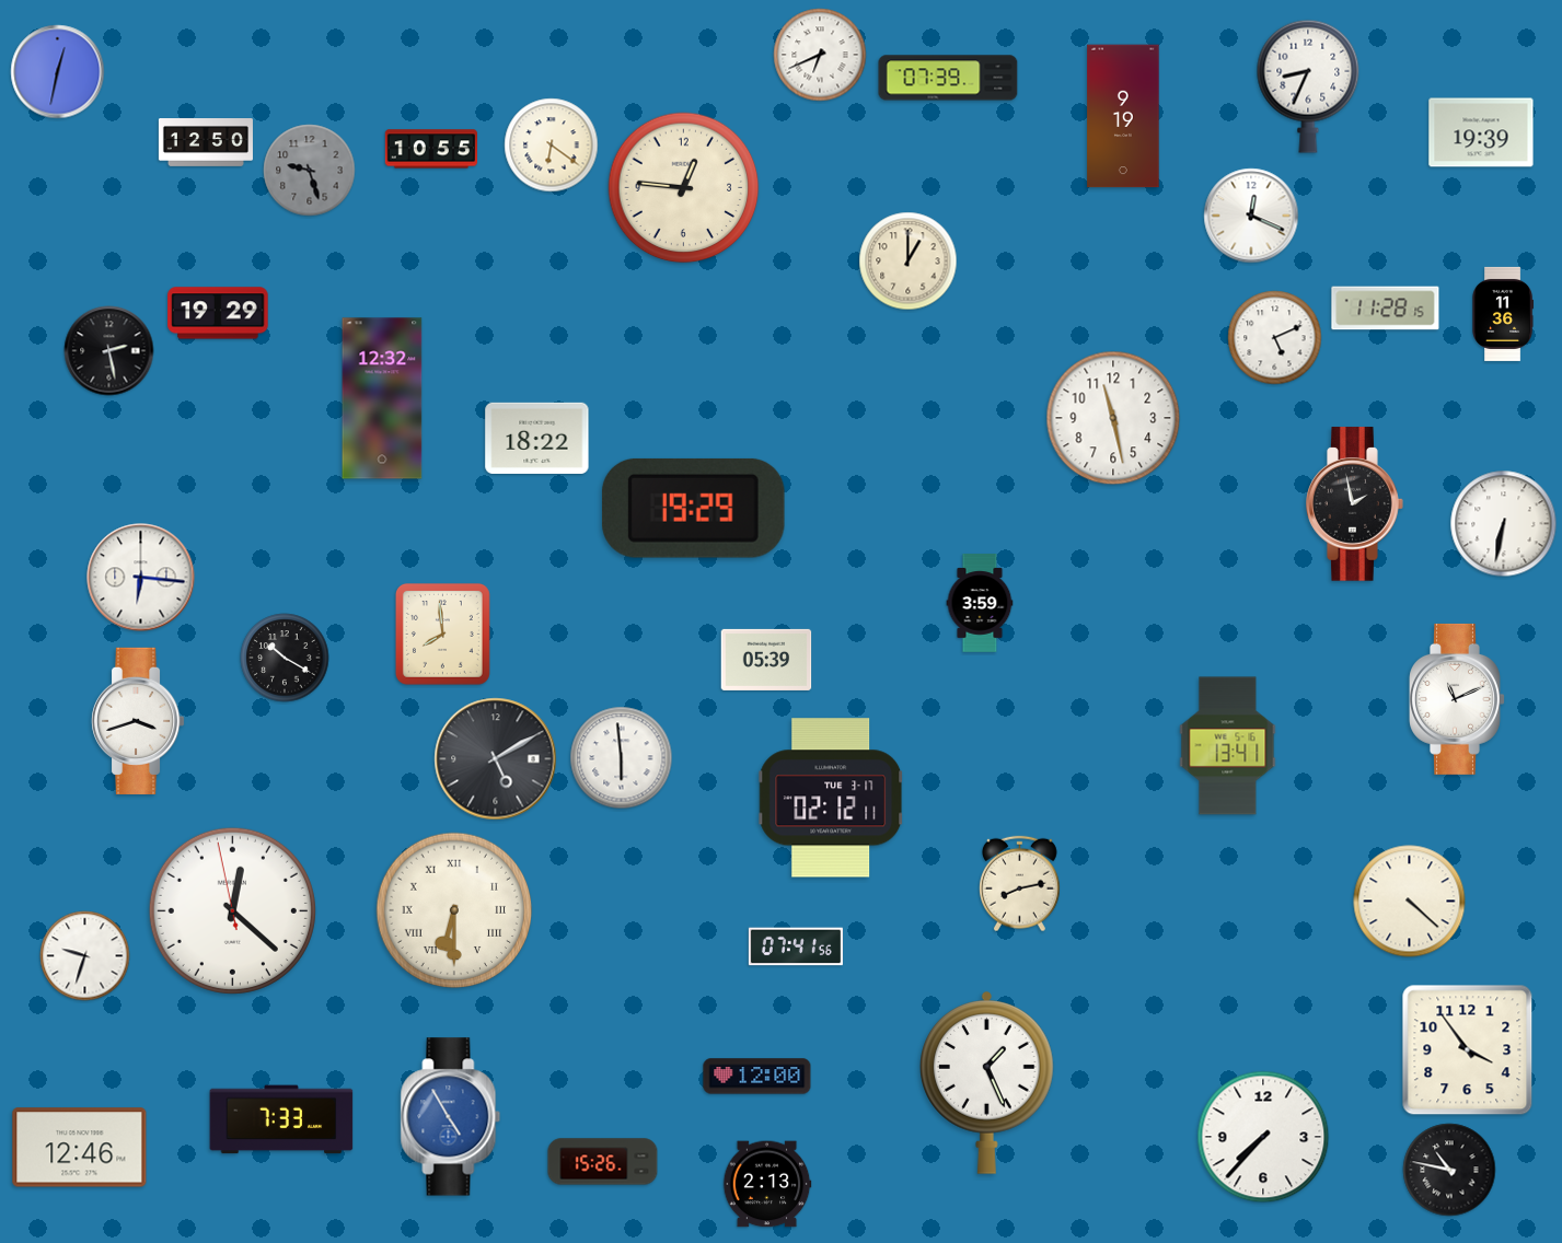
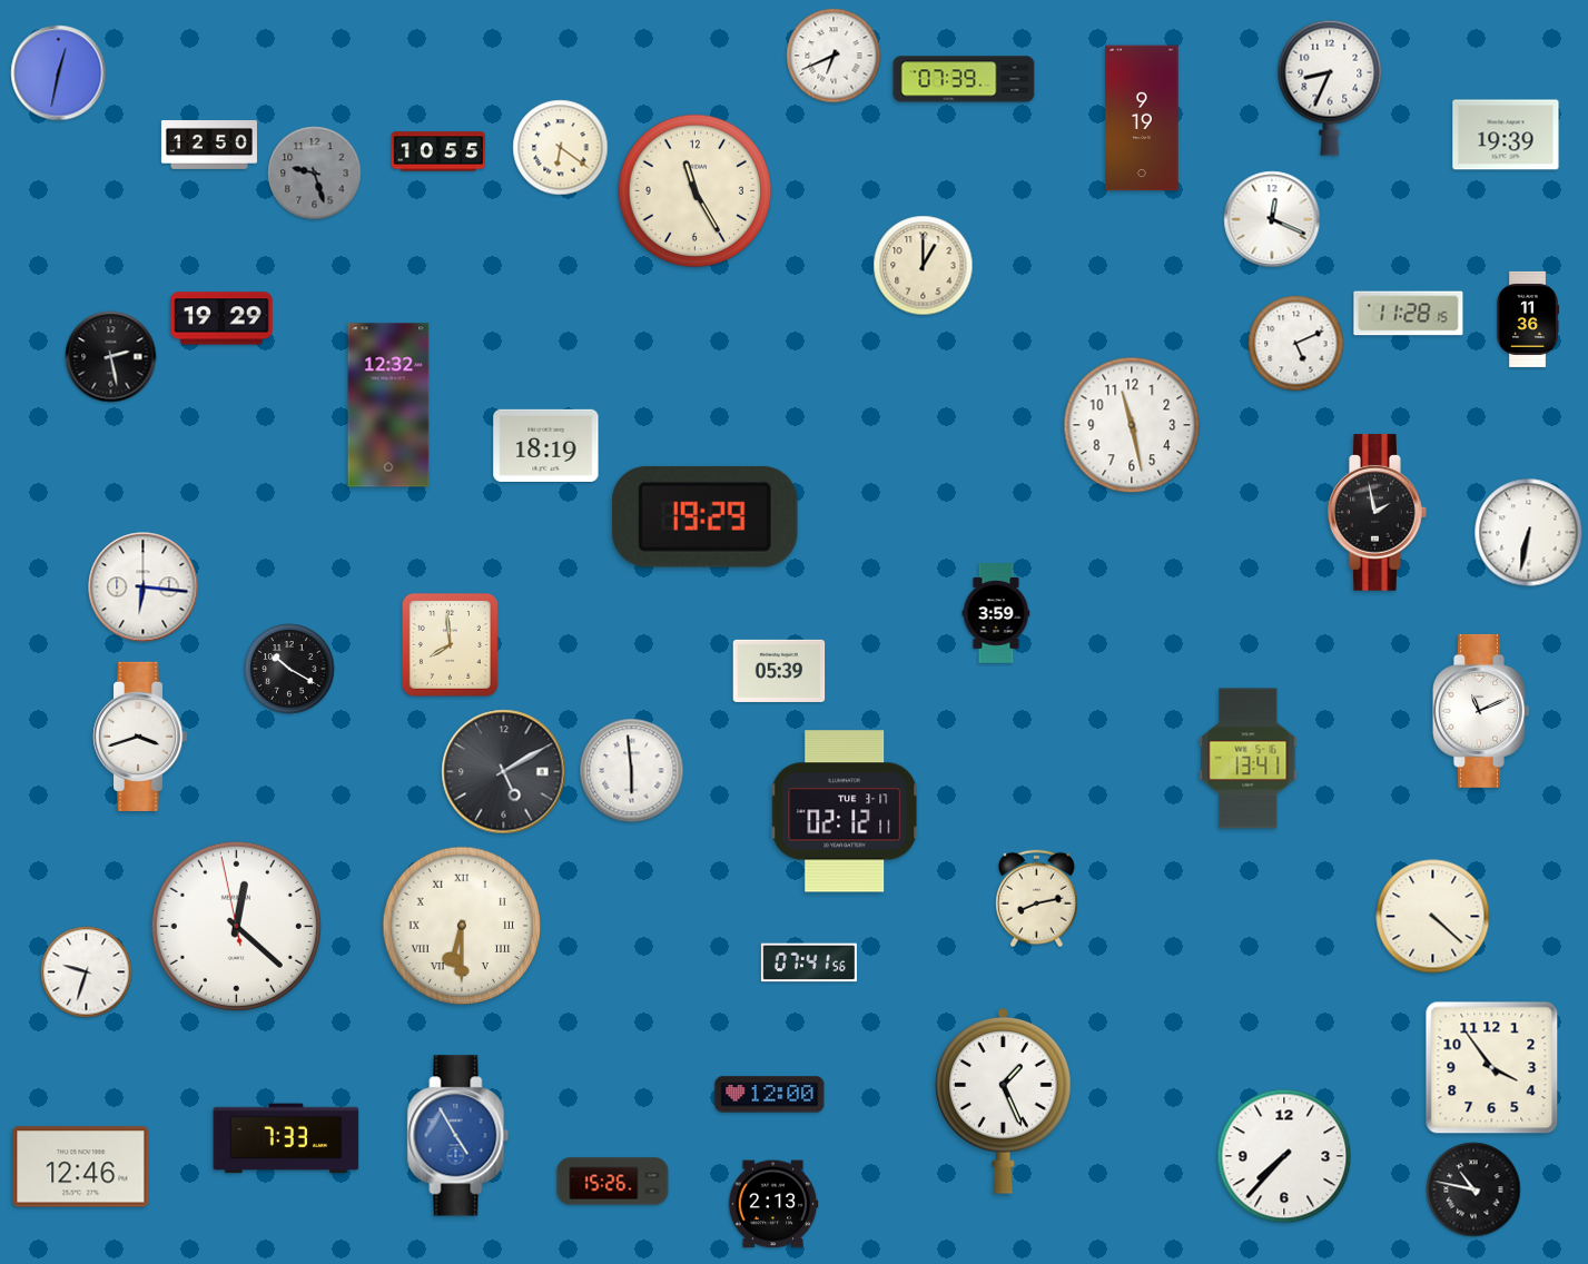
clock at (684, 188): 12:46 -> 11:25
clock at (537, 438): 18:22 -> 18:19
clock at (138, 721) position: (138, 721) -> (140, 737)
clock at (767, 1184) position: (767, 1184) -> (773, 1204)
